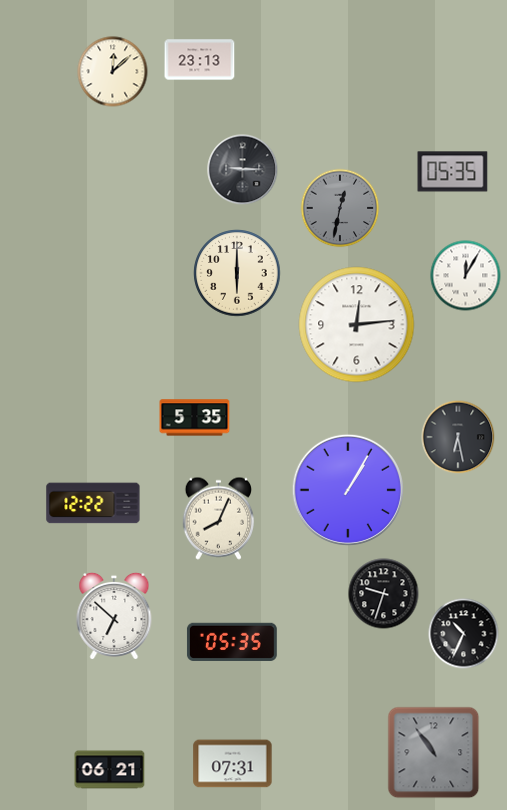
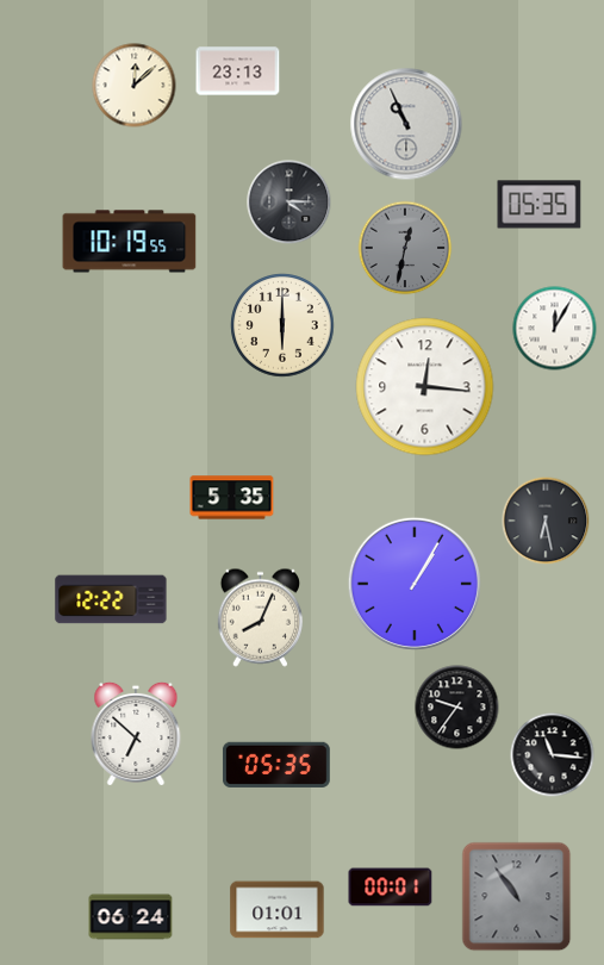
clock at (406, 124): none -> 10:56
clock at (243, 170): 9:15 -> 4:15
clock at (130, 242): none -> 10:19
clock at (357, 325): 12:14 -> 12:16
clock at (384, 594): 9:33 -> 9:36
clock at (464, 634): 10:34 -> 11:16
clock at (391, 888): none -> 00:01
clock at (233, 764): 07:31 -> 01:01
clock at (110, 770): 06:21 -> 06:24
